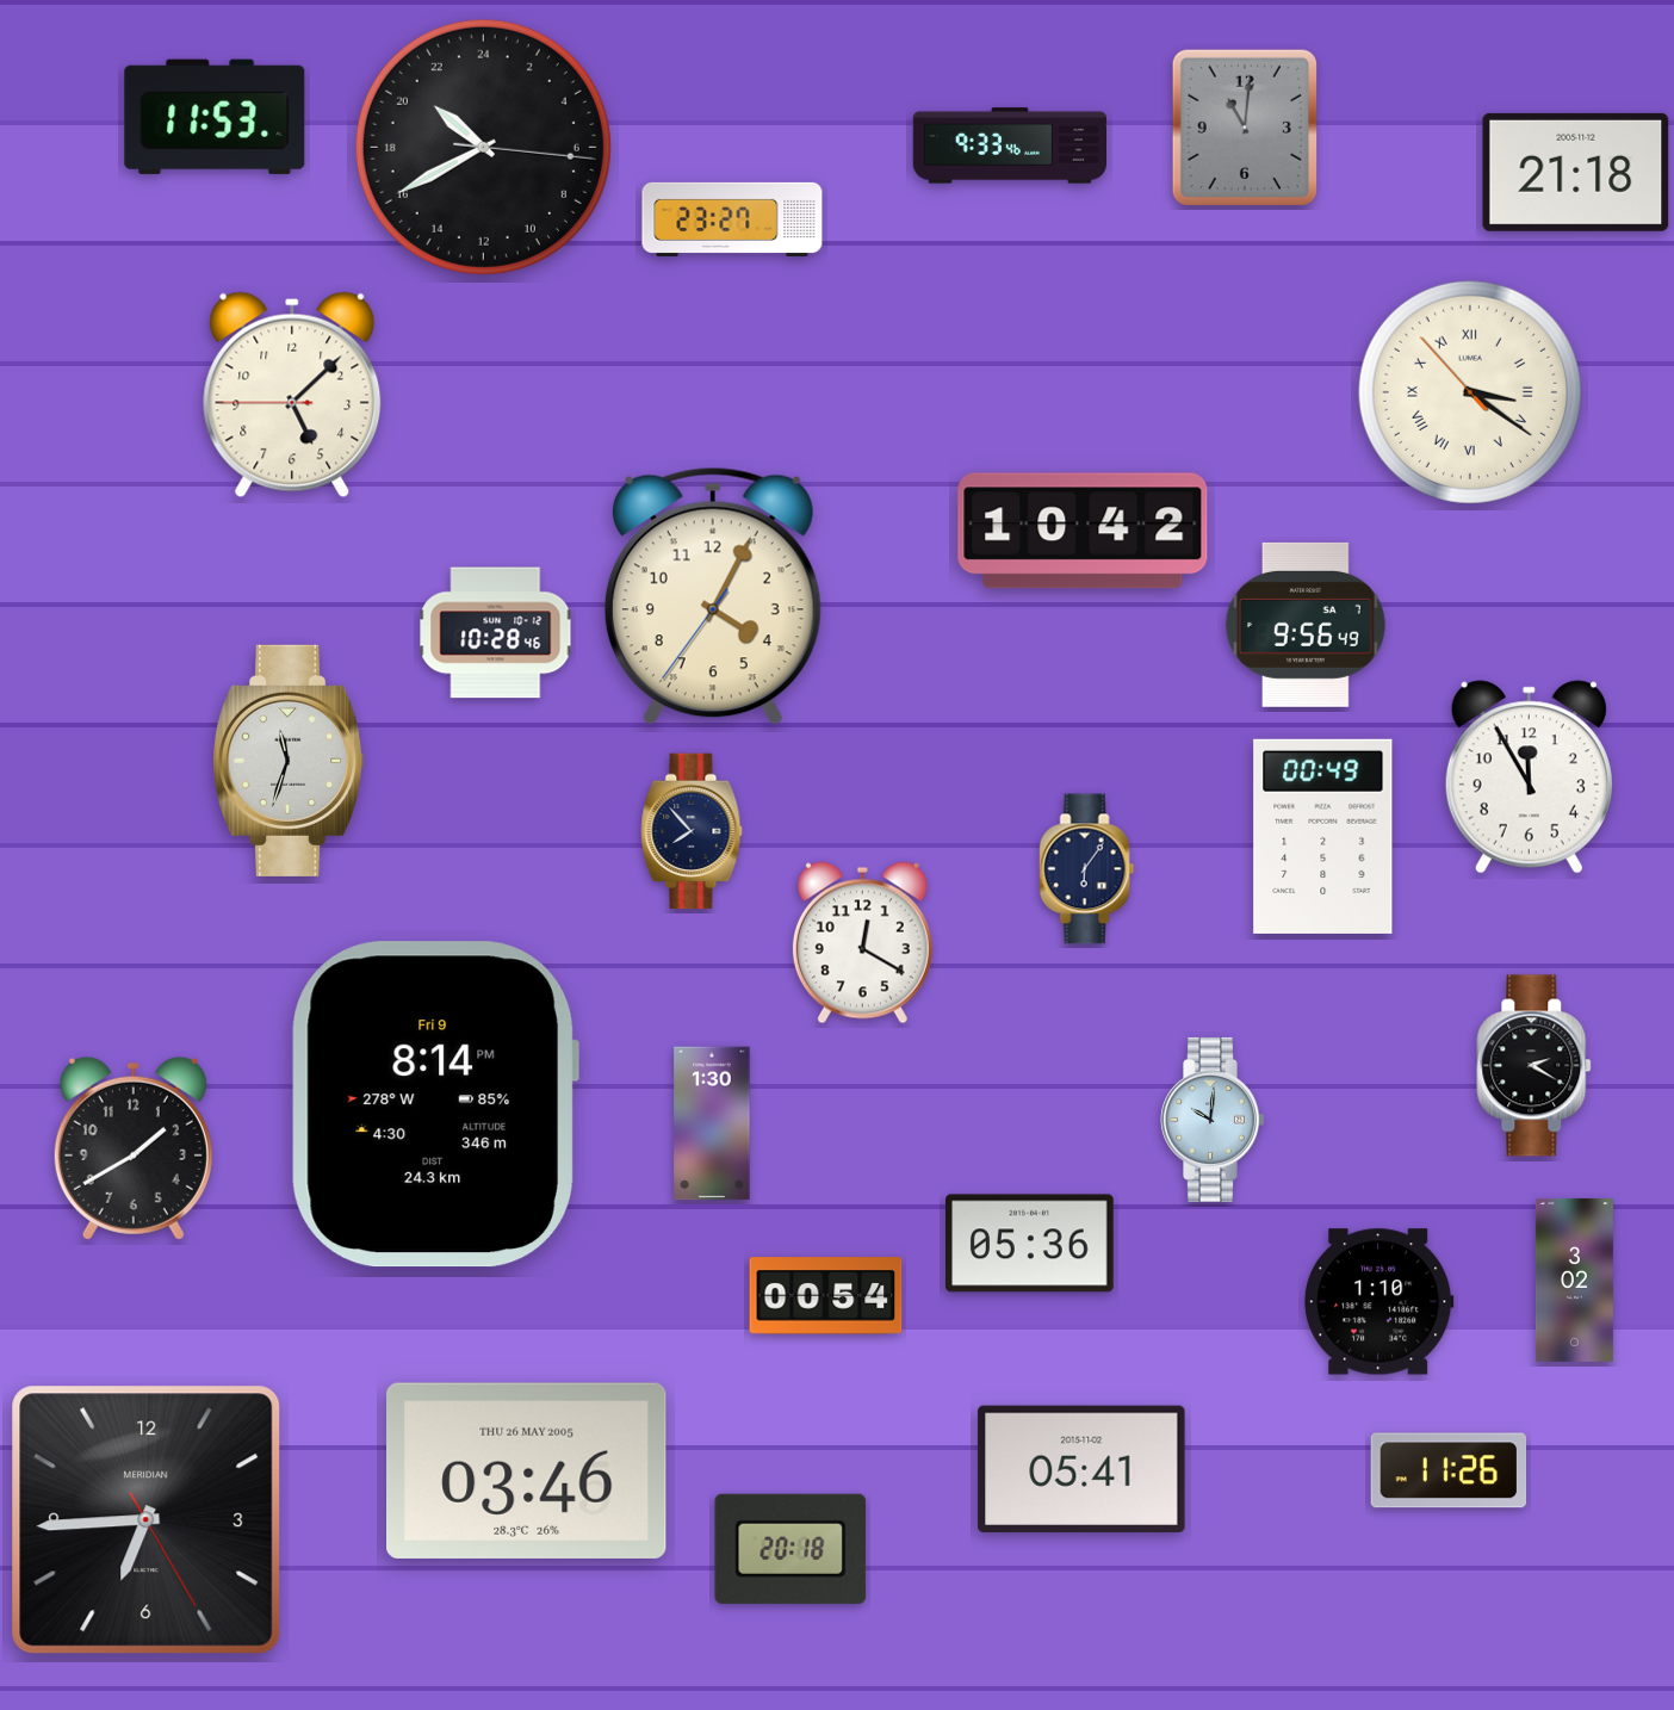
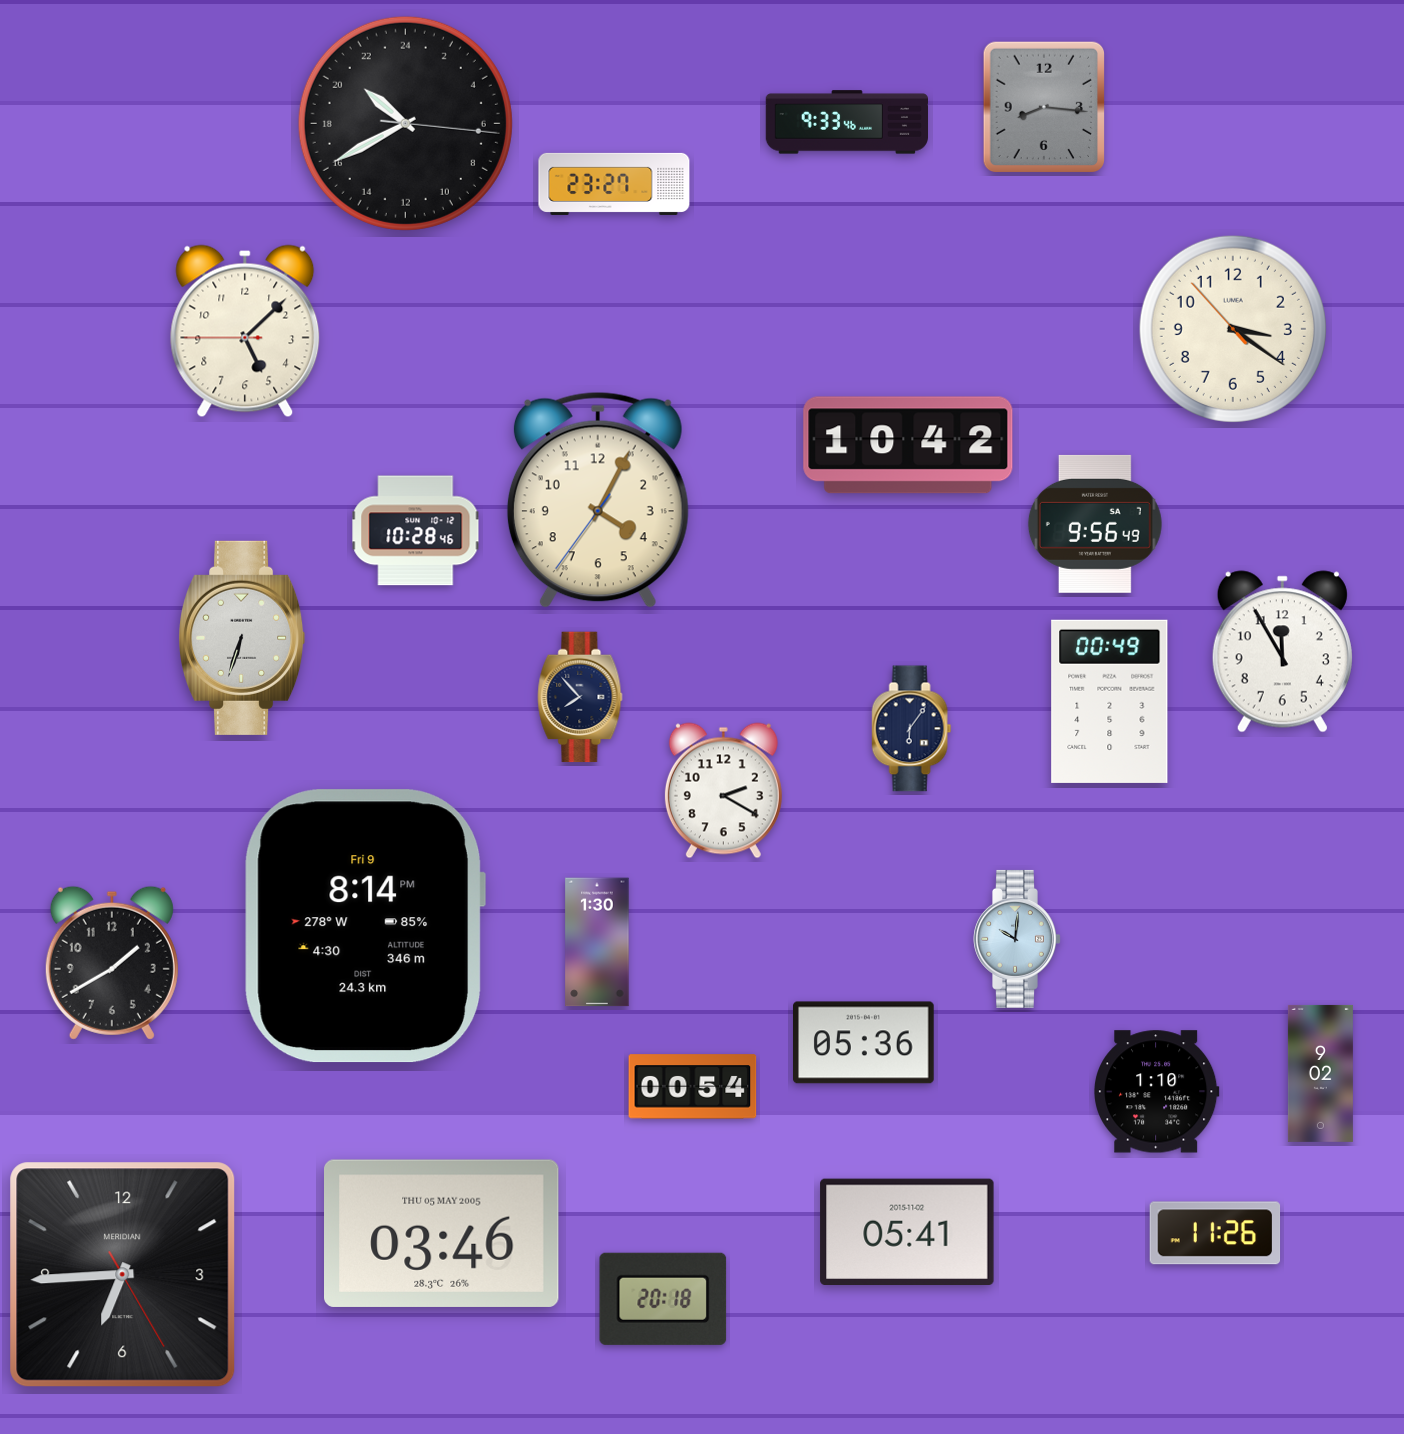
clock at (215, 117): 11:53 -> none
clock at (1244, 128): 11:01 -> 8:16
clock at (1576, 172): 21:18 -> none
clock at (1470, 392) numerals: Roman -> Arabic
clock at (290, 761): 11:33 -> 6:33
clock at (862, 943): 12:20 -> 2:20
clock at (1534, 1066): 2:20 -> none
clock at (1574, 1280): 3:02 -> 9:02
clock at (527, 1470) date: THU 26 MAY 2005 -> THU 05 MAY 2005
